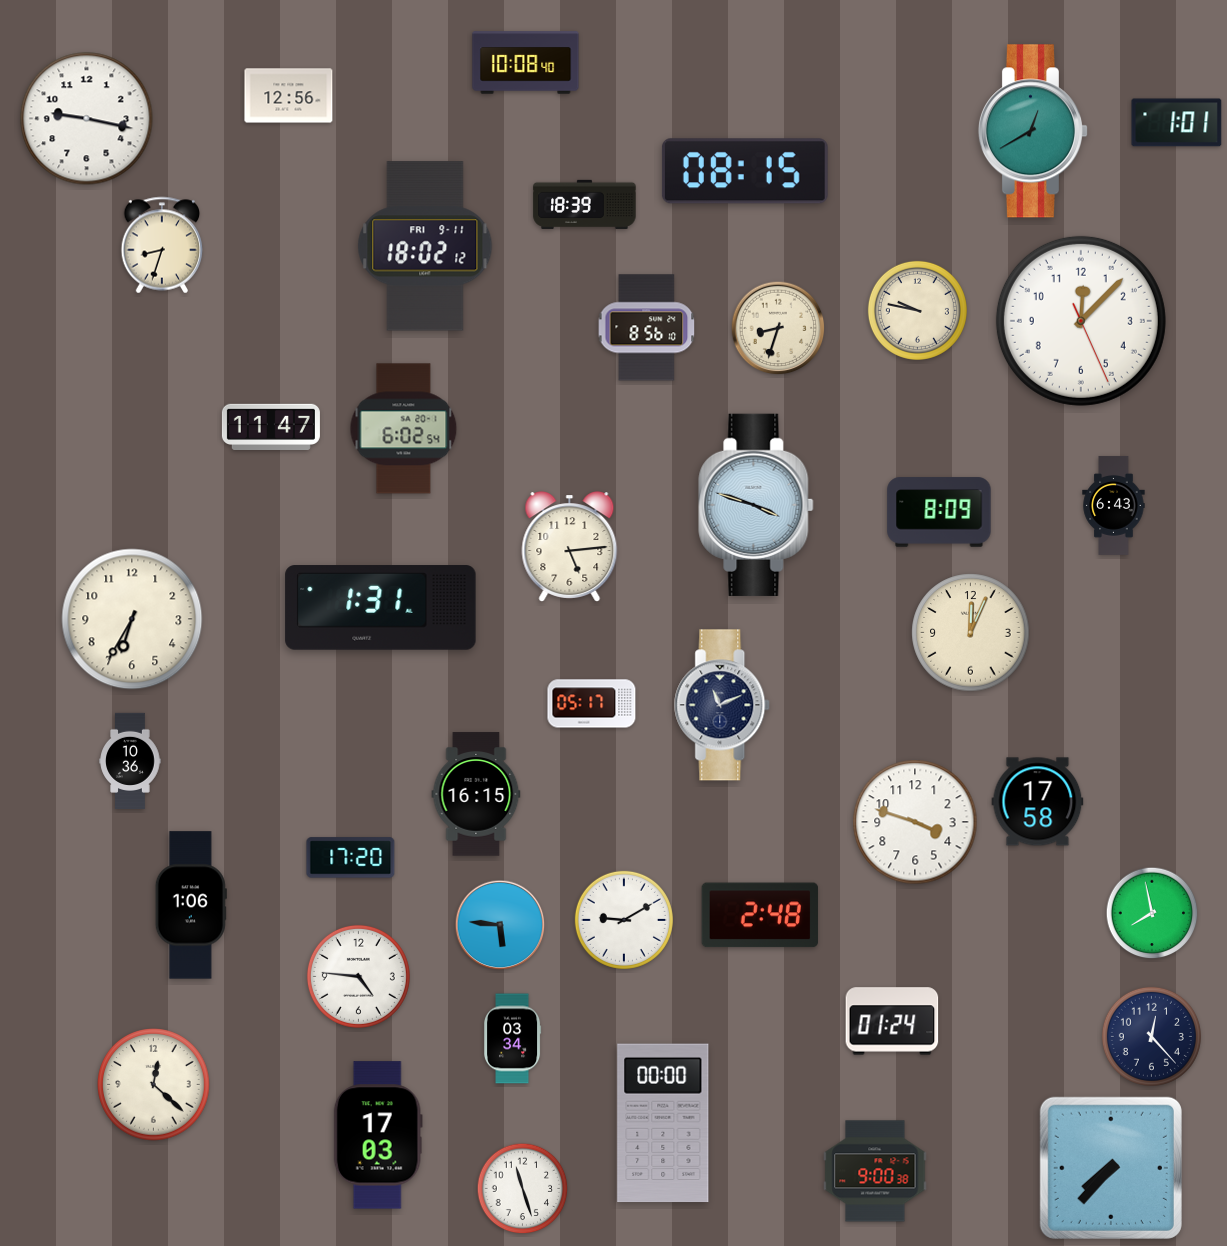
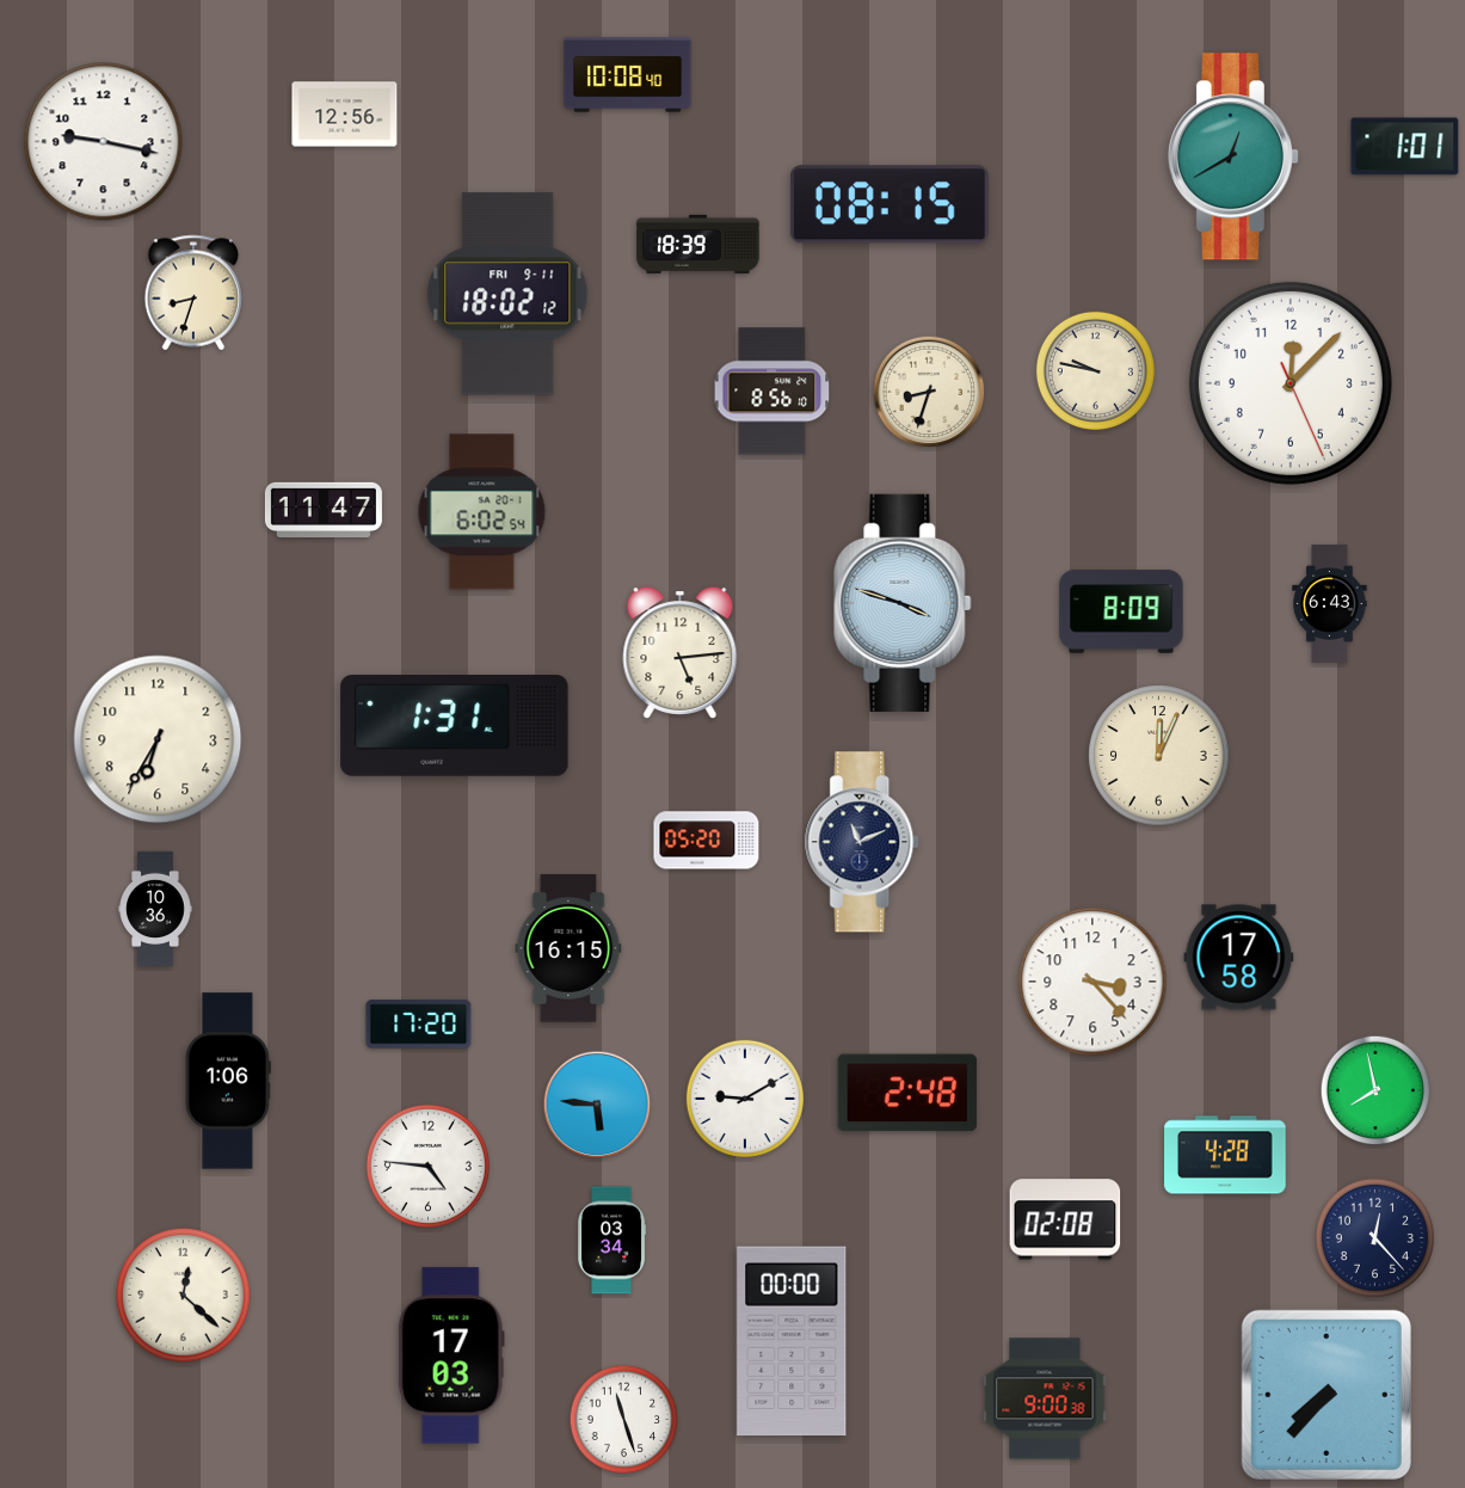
clock at (592, 704): 05:17 -> 05:20
clock at (915, 822): 3:48 -> 3:23
clock at (1225, 1155): none -> 4:28
clock at (892, 1021): 01:24 -> 02:08
